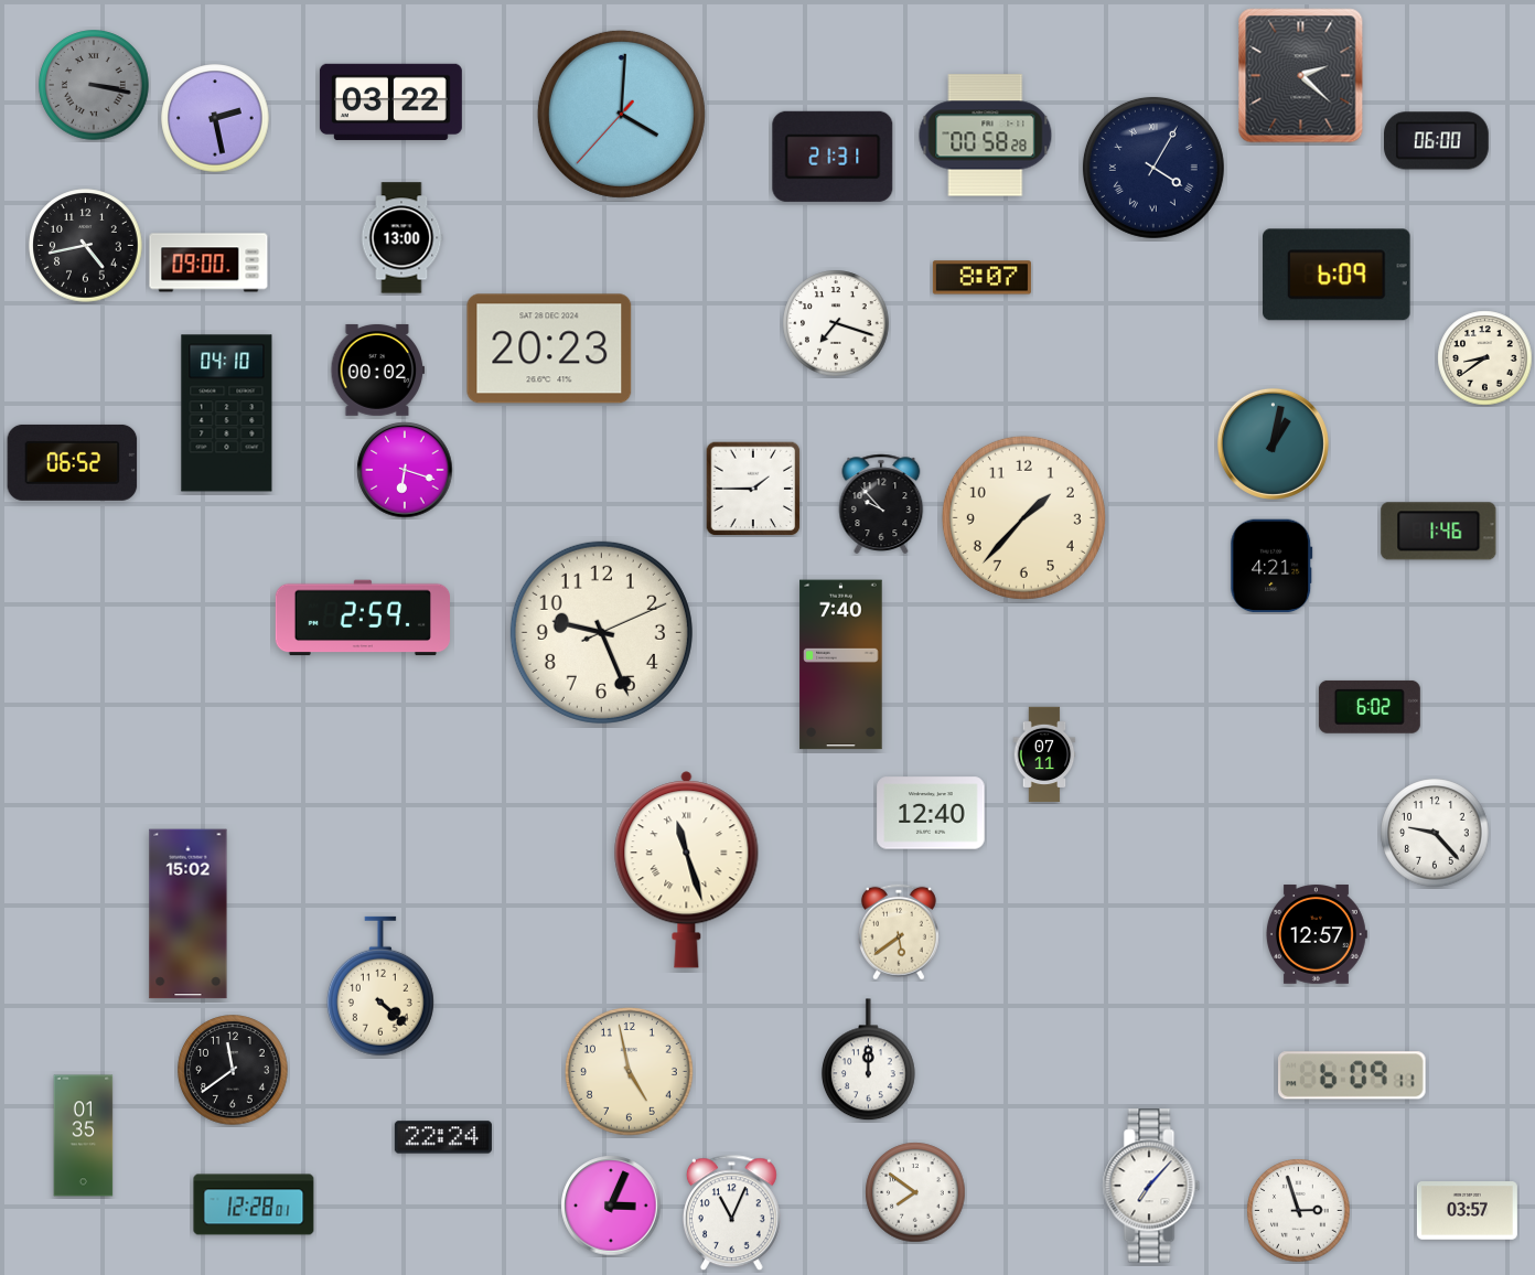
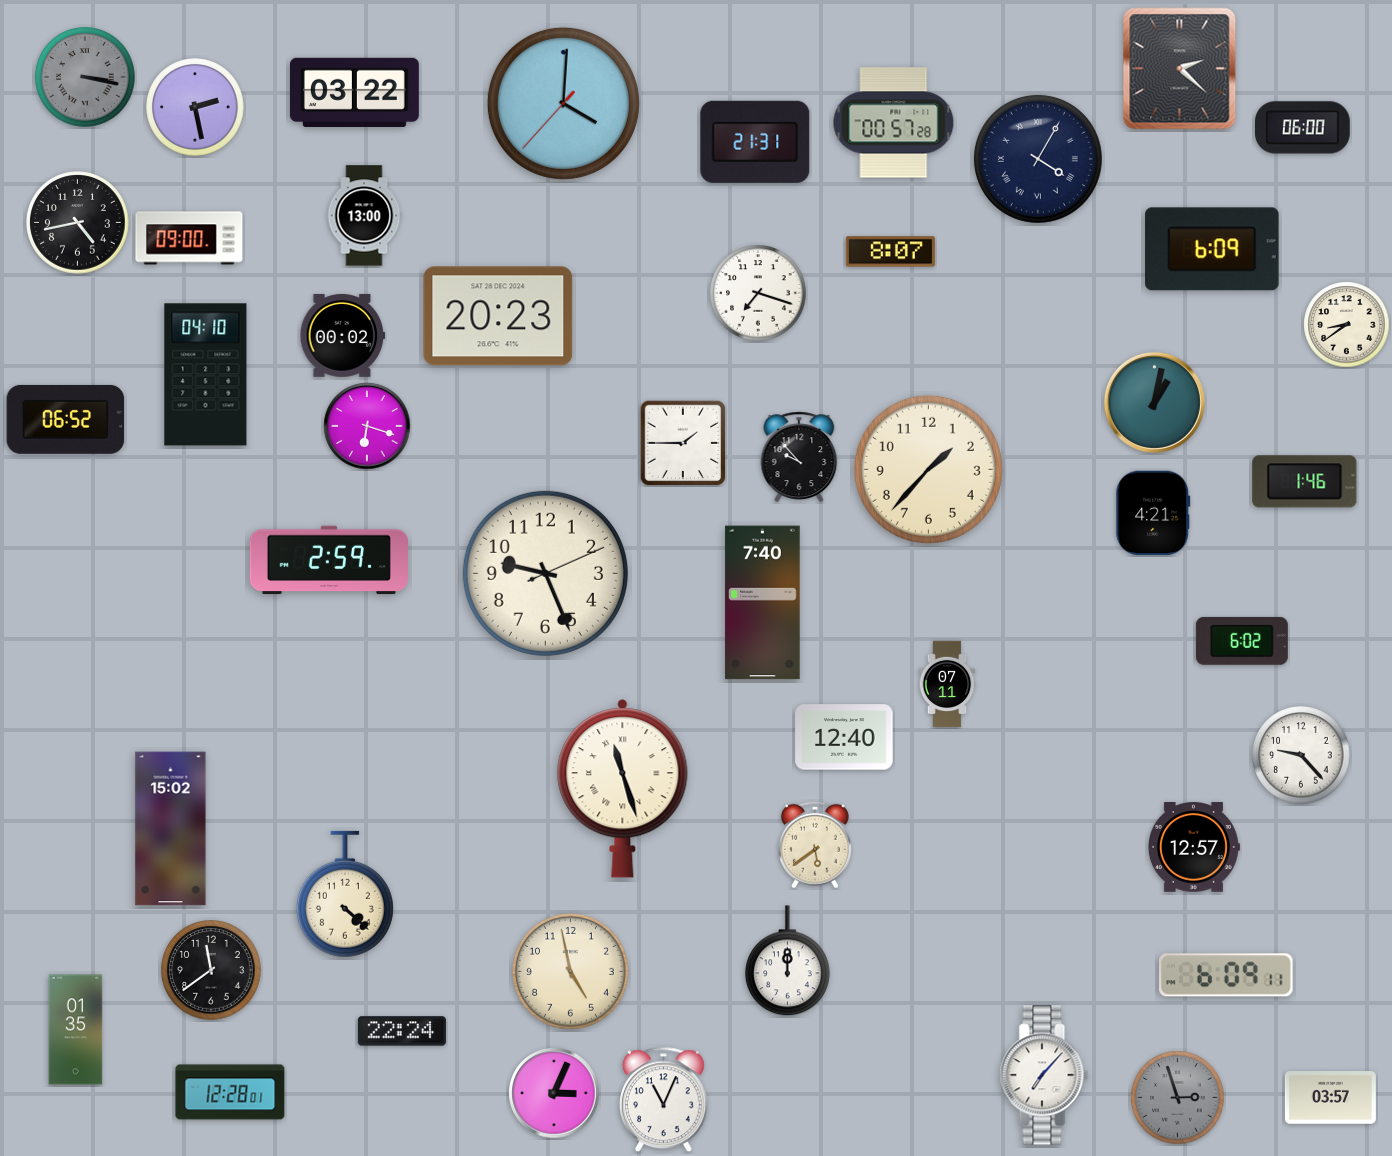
clock at (986, 136): 00:58 -> 00:57
clock at (1153, 168) position: (1153, 168) -> (1038, 159)
clock at (915, 1192): 7:51 -> none
clock at (1299, 1211) dial: white -> grey
